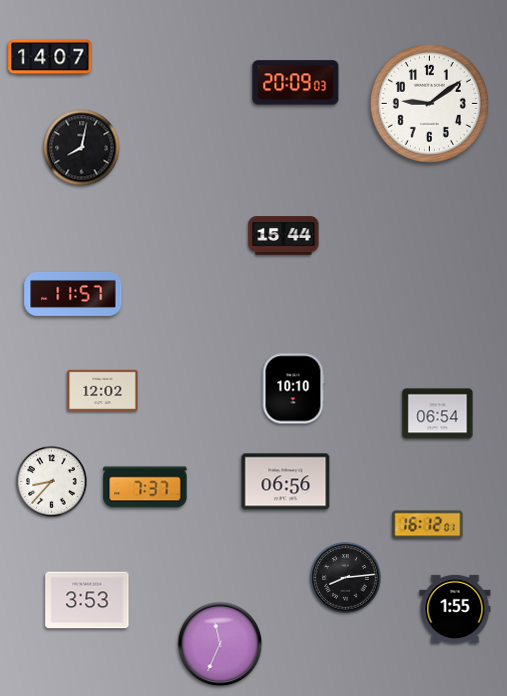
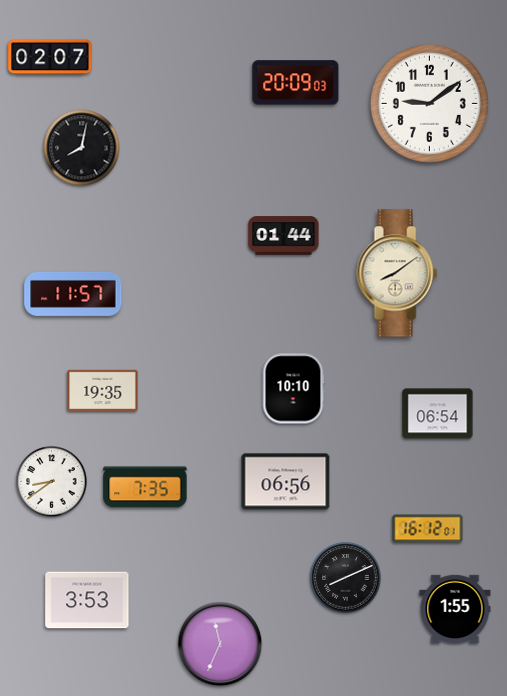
clock at (50, 57): 14:07 -> 02:07
clock at (284, 236): 15:44 -> 01:44
clock at (397, 273): none -> 8:09
clock at (103, 391): 12:02 -> 19:35
clock at (52, 482): 8:37 -> 8:39
clock at (145, 487): 7:37 -> 7:35
clock at (428, 525) position: (428, 525) -> (428, 529)
clock at (346, 578): 8:14 -> 8:11
